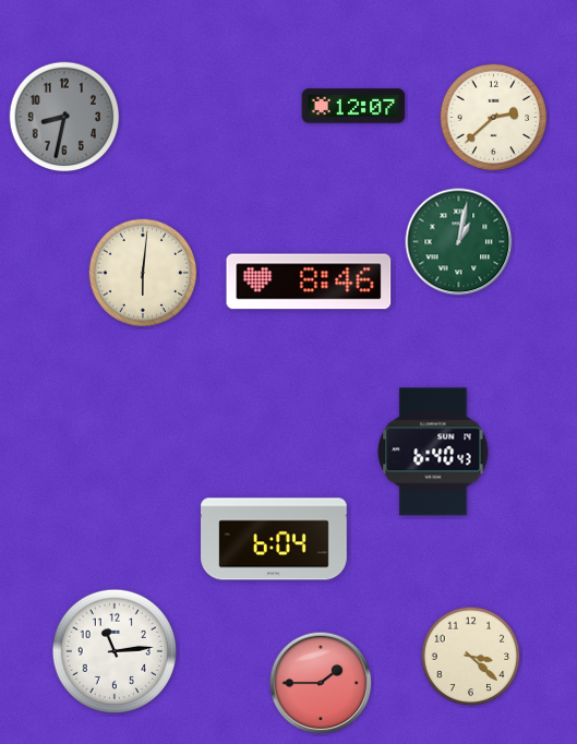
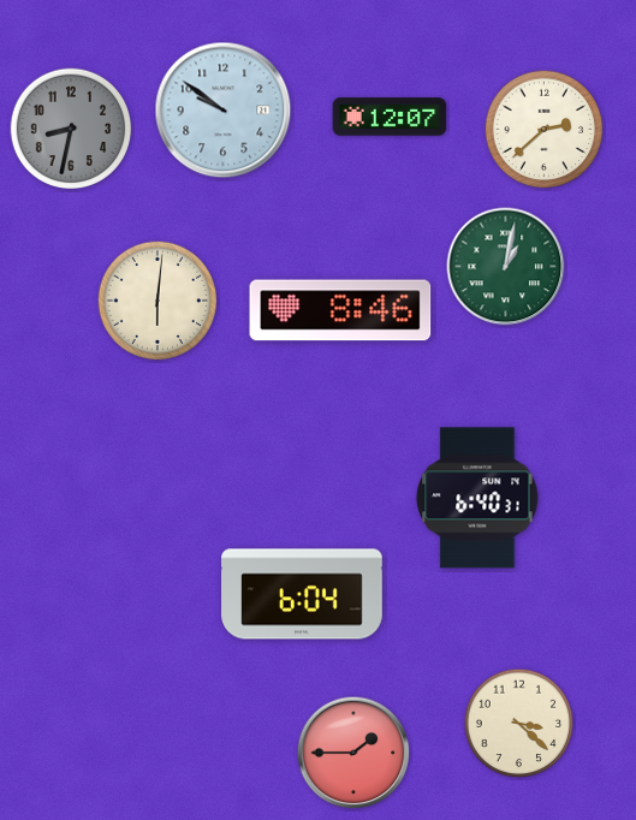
clock at (224, 111): none -> 9:51
clock at (433, 452): 6:40:43 -> 6:40:31
clock at (113, 650): 11:14 -> none
